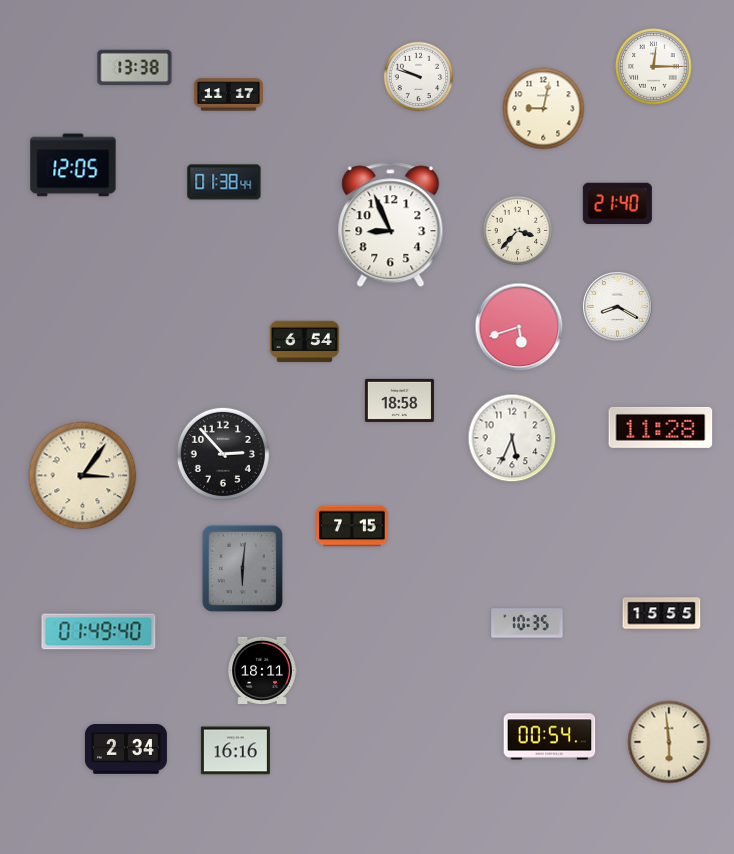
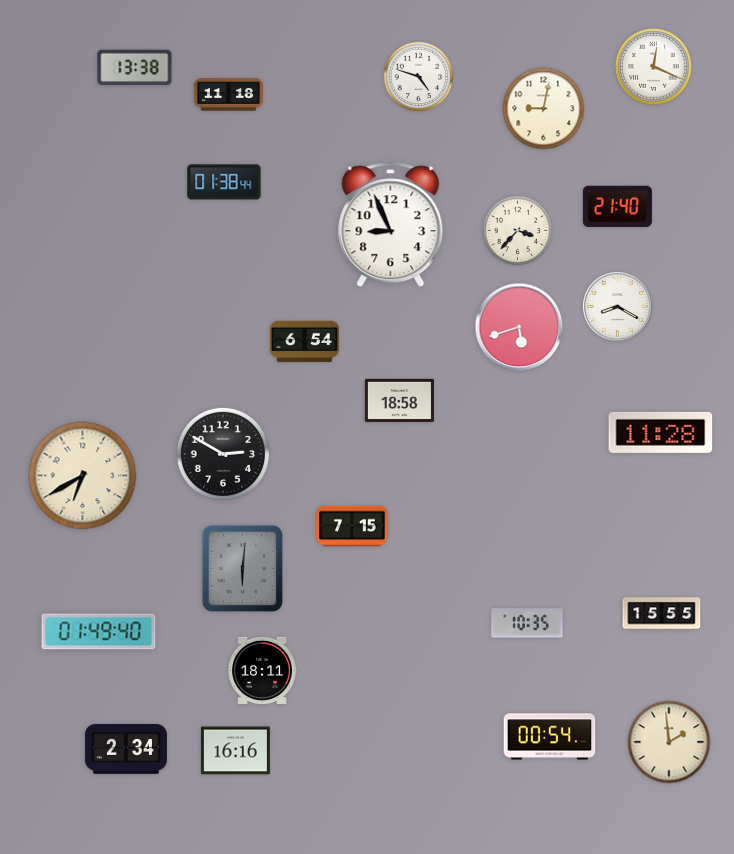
clock at (654, 67): 12:15 -> 12:19
clock at (419, 77): 9:48 -> 4:48
clock at (228, 95): 11:17 -> 11:18
clock at (73, 165): 12:05 -> none
clock at (617, 203) position: (617, 203) -> (617, 206)
clock at (661, 427) position: (661, 427) -> (661, 432)
clock at (512, 438): 5:34 -> none
clock at (223, 454): 2:53 -> 2:50
clock at (83, 476): 3:06 -> 6:40
clock at (669, 742): 5:59 -> 1:59
